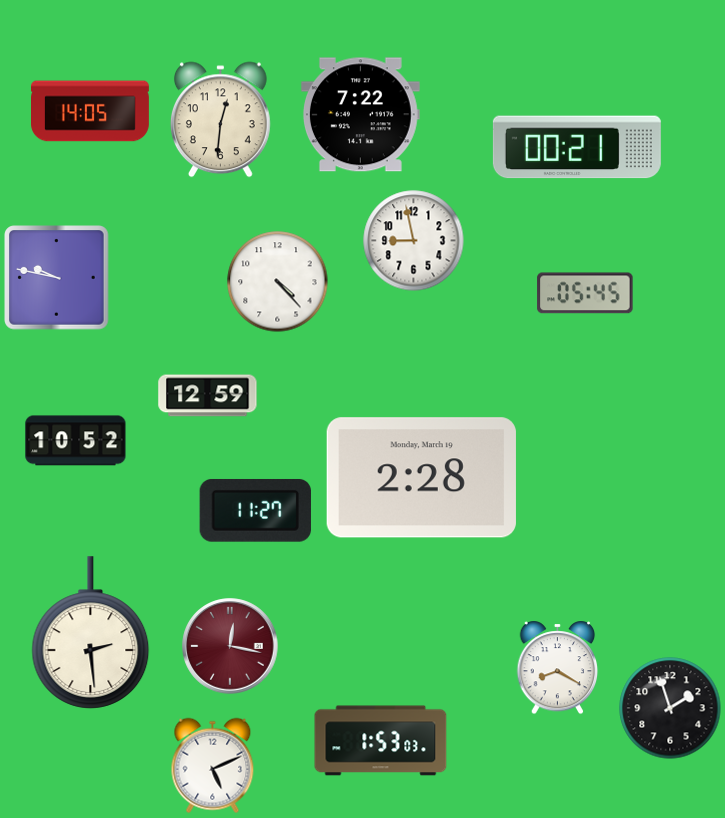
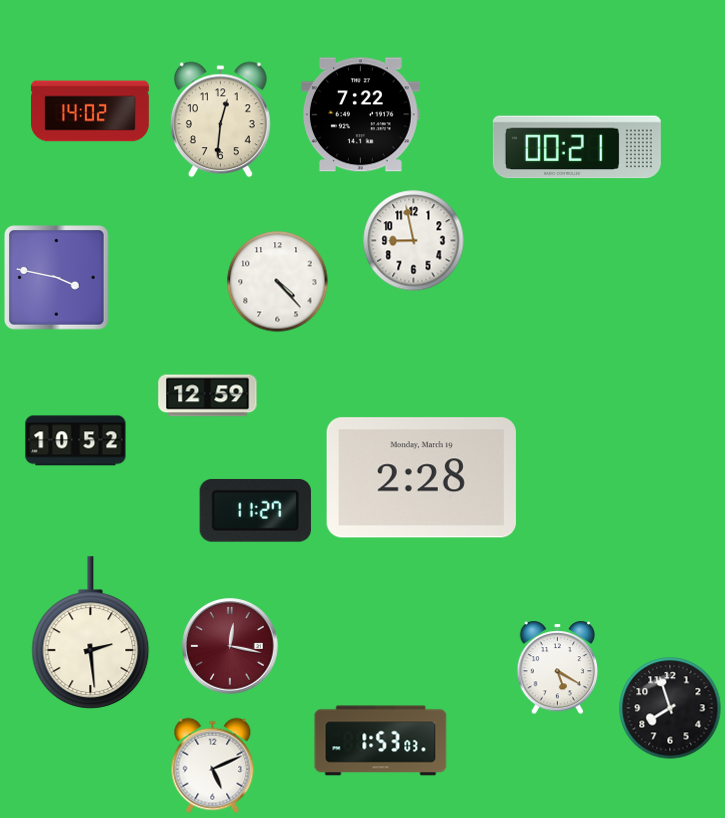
clock at (91, 111): 14:05 -> 14:02
clock at (57, 278): 9:47 -> 3:47
clock at (585, 293): 05:45 -> none
clock at (558, 668): 8:20 -> 5:20
clock at (670, 708): 1:57 -> 7:57
